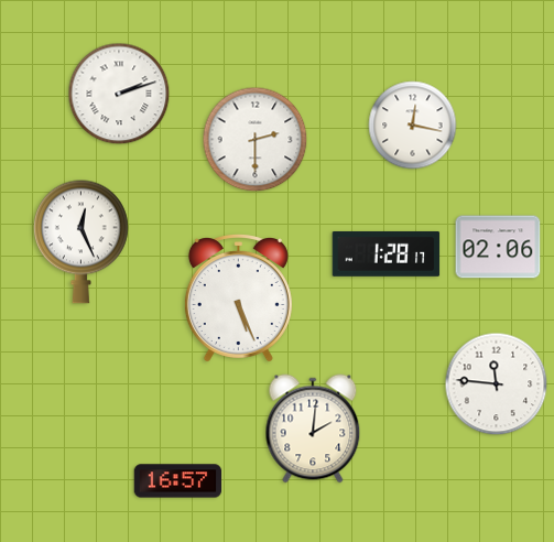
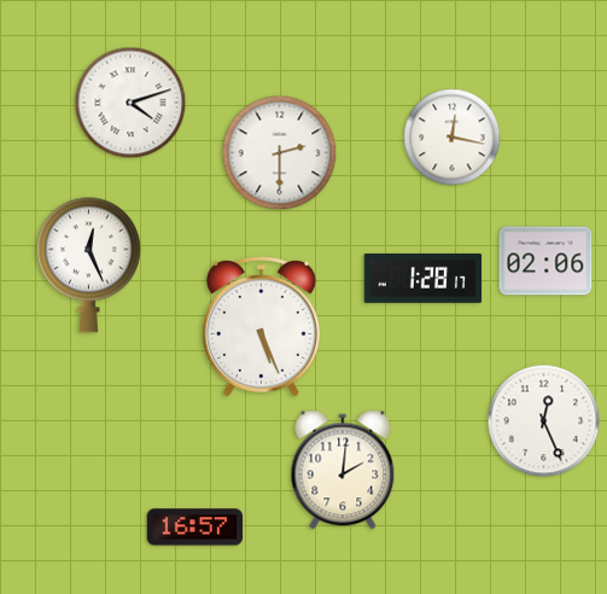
clock at (119, 94): 2:12 -> 4:12
clock at (498, 247) position: (498, 247) -> (545, 261)
clock at (497, 384): 11:46 -> 12:26
